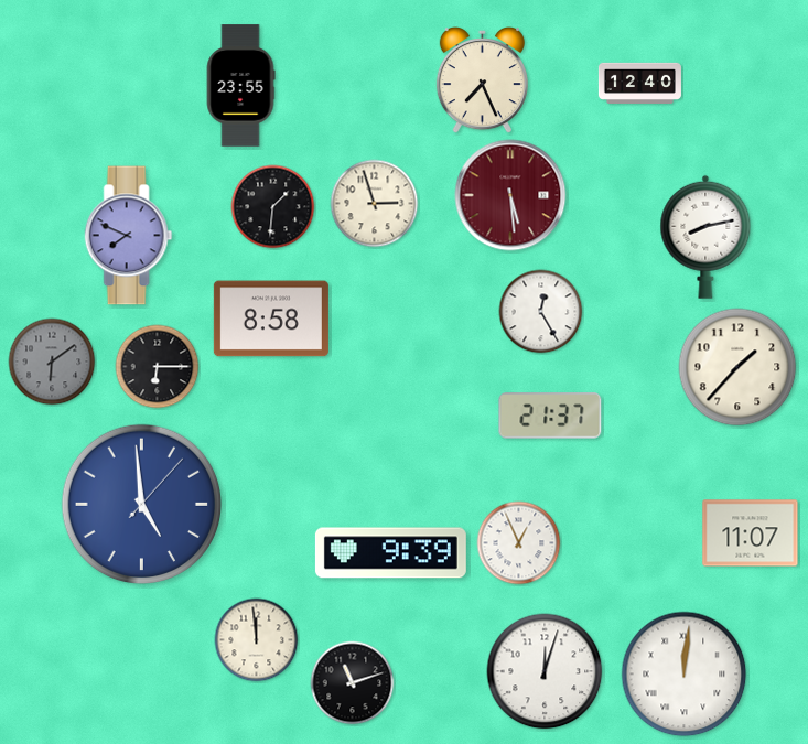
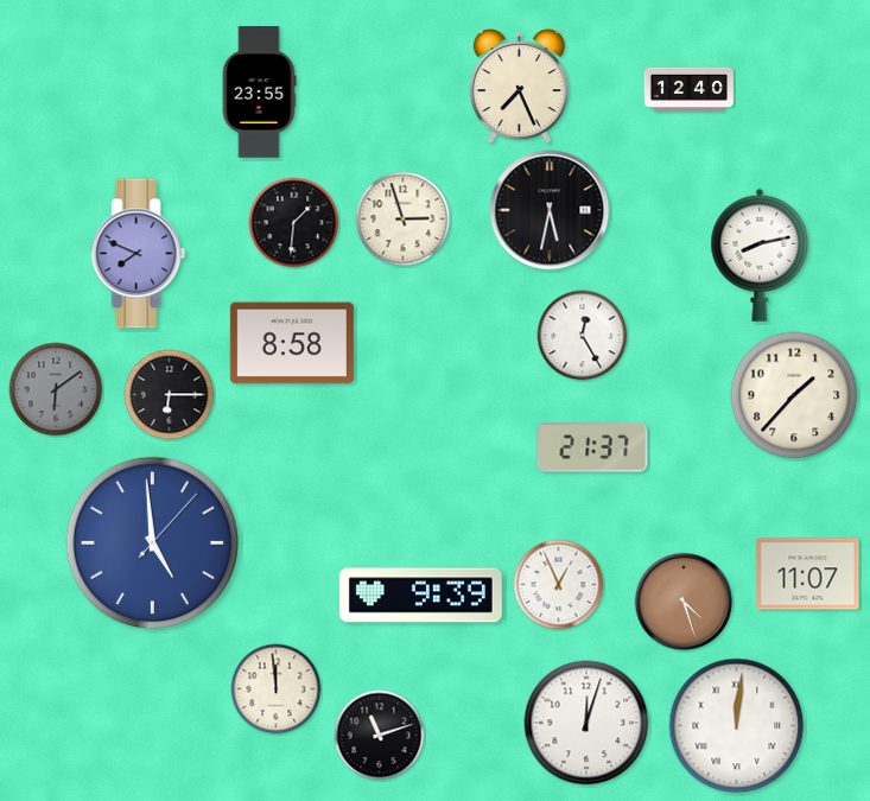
clock at (510, 195): 5:29 -> 5:32
clock at (510, 195) dial: burgundy -> black
clock at (684, 602): none -> 4:27
